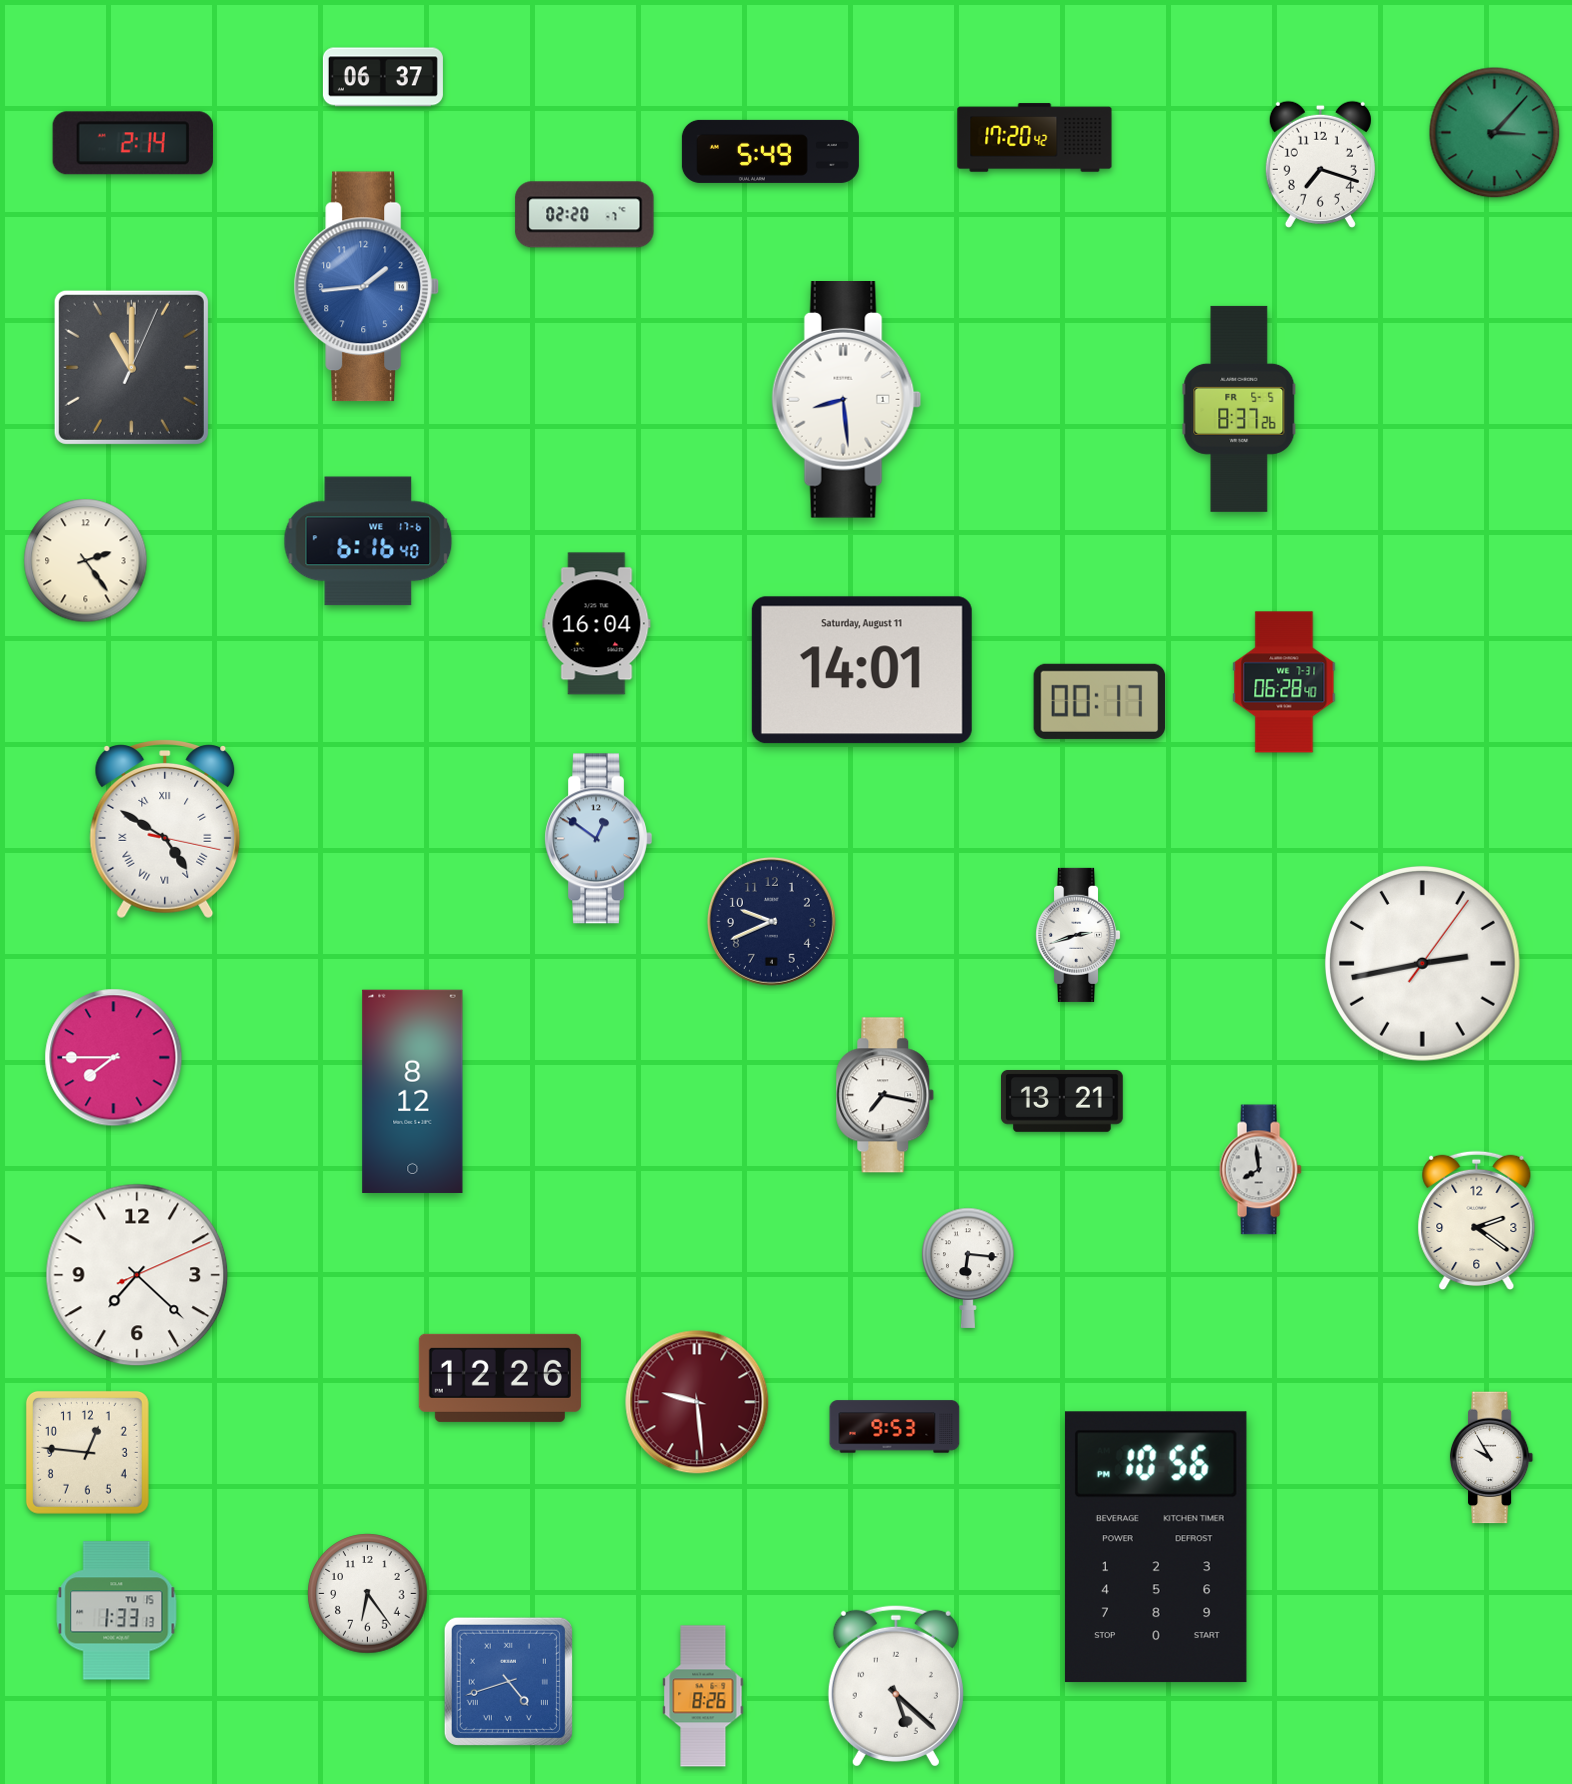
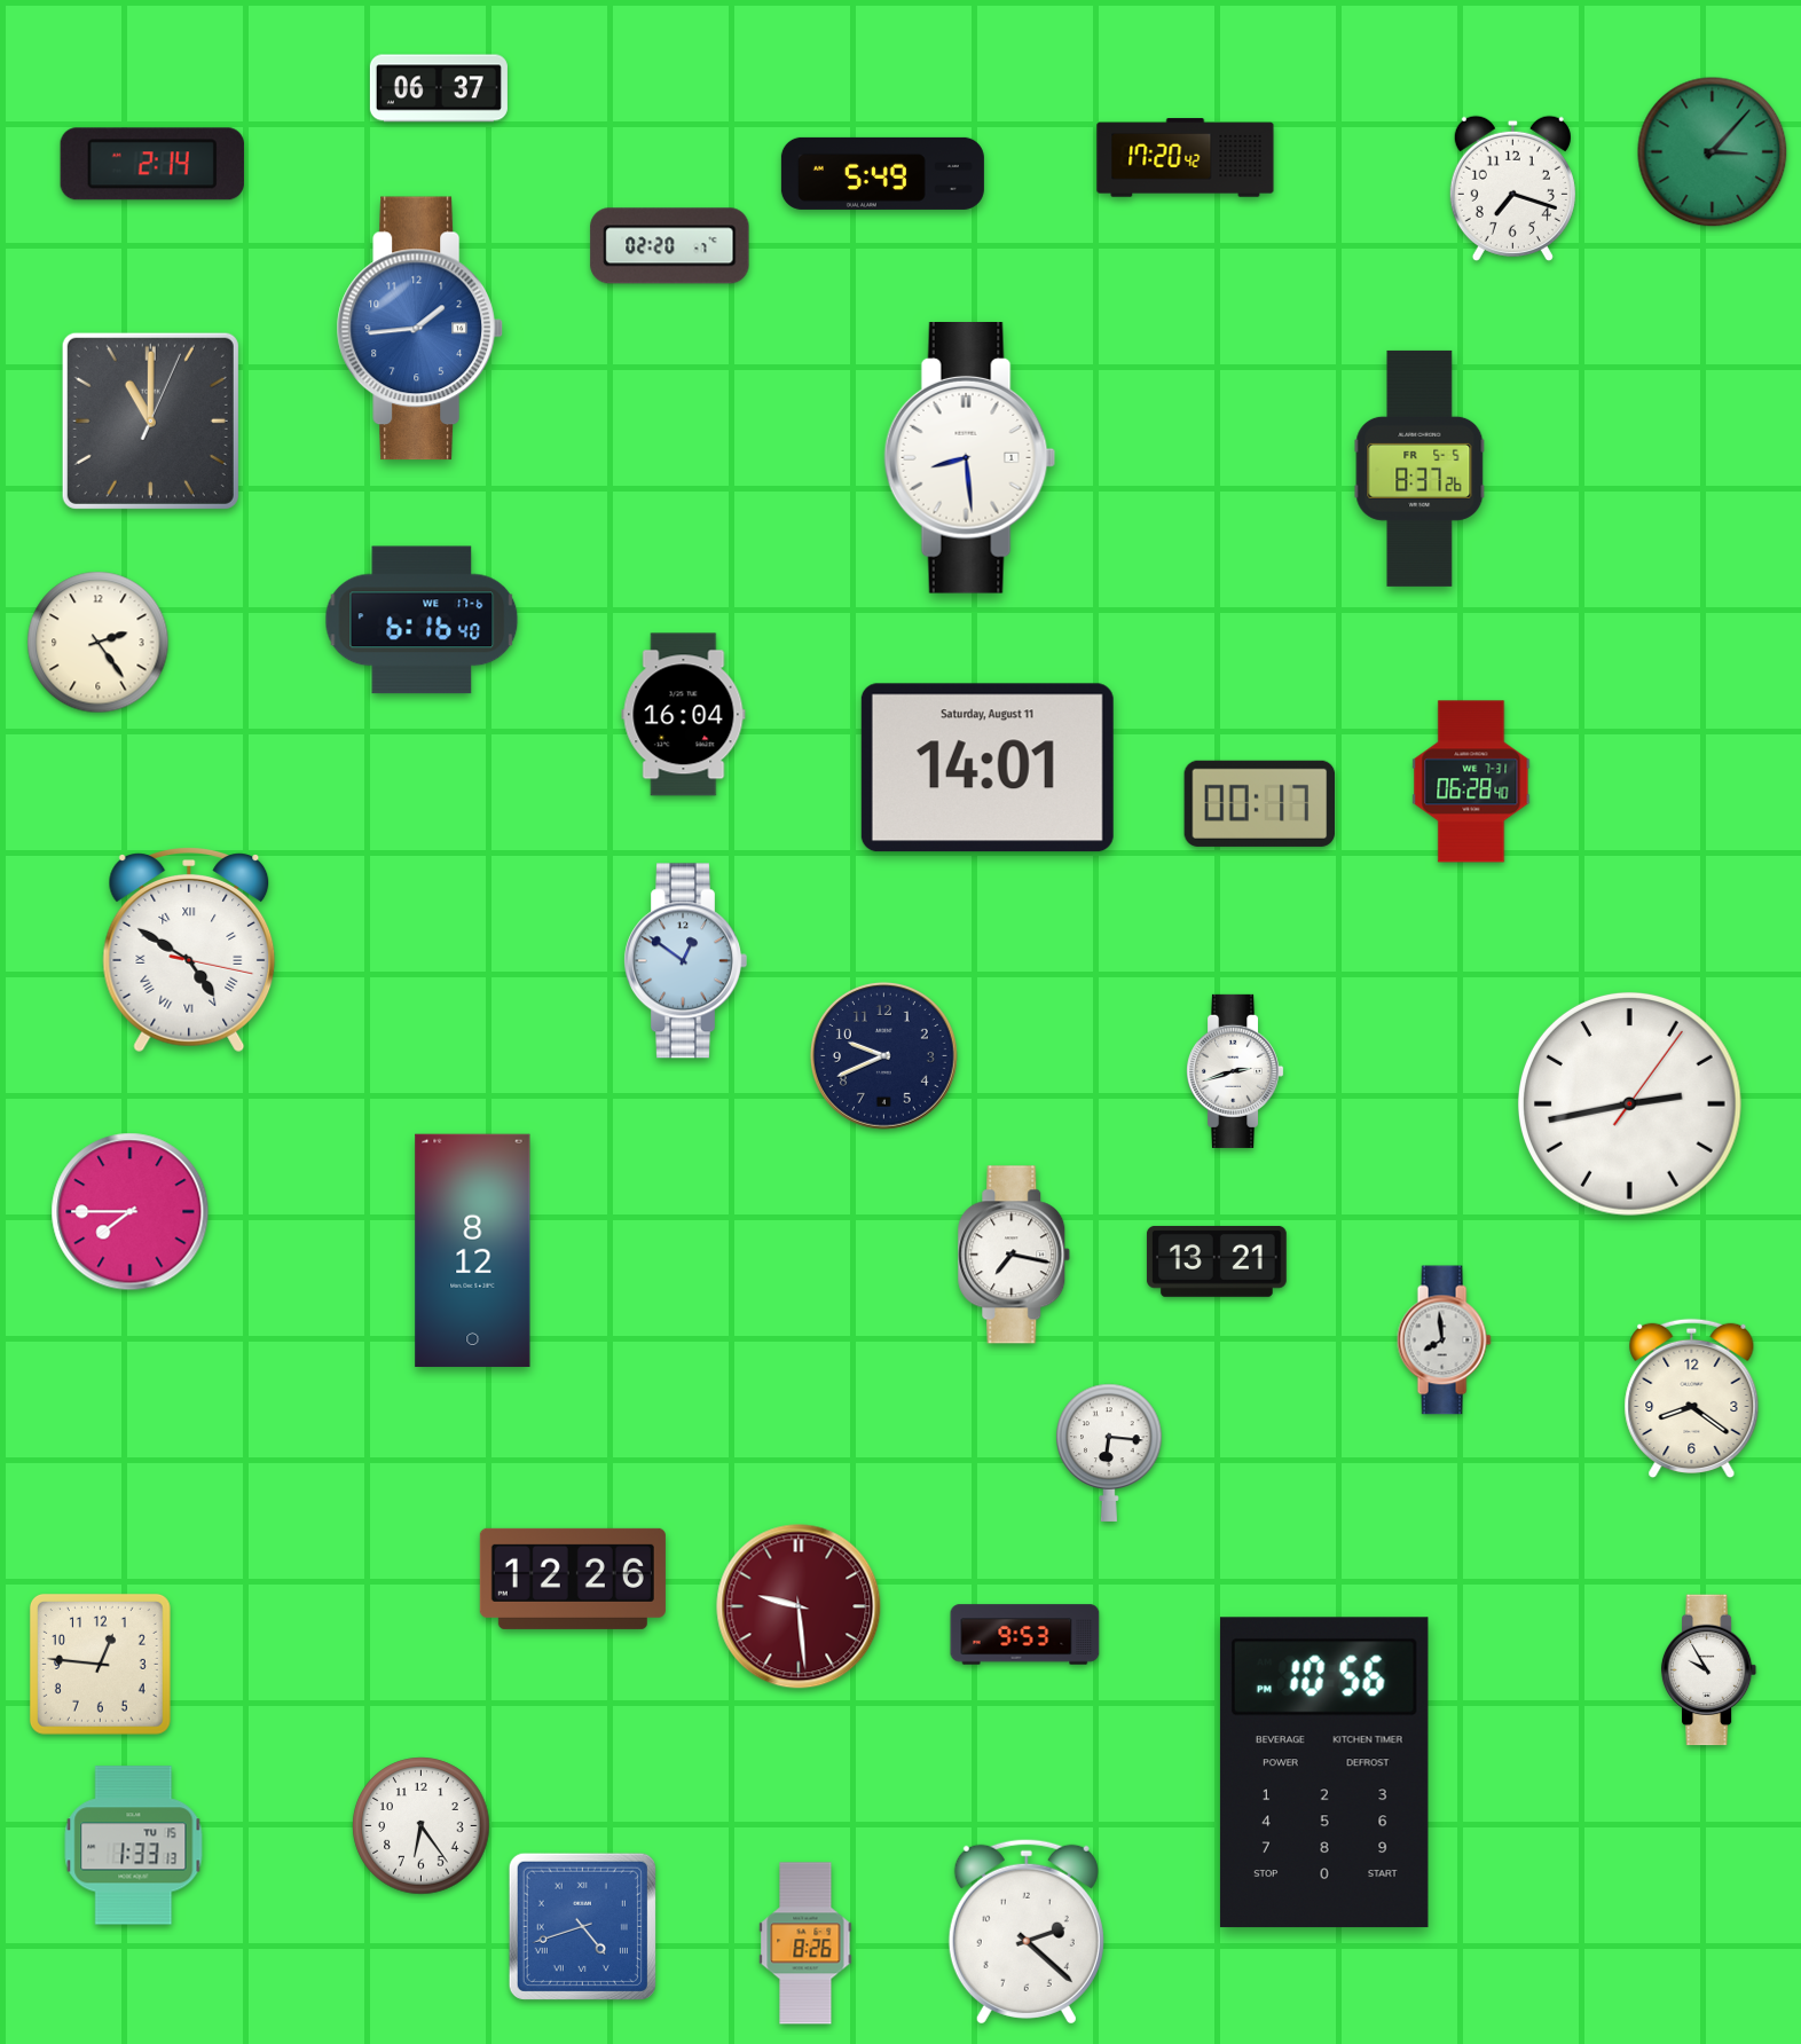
clock at (1477, 1221): 2:21 -> 8:21
clock at (137, 1275): 7:22 -> none
clock at (896, 1686): 5:22 -> 2:22
